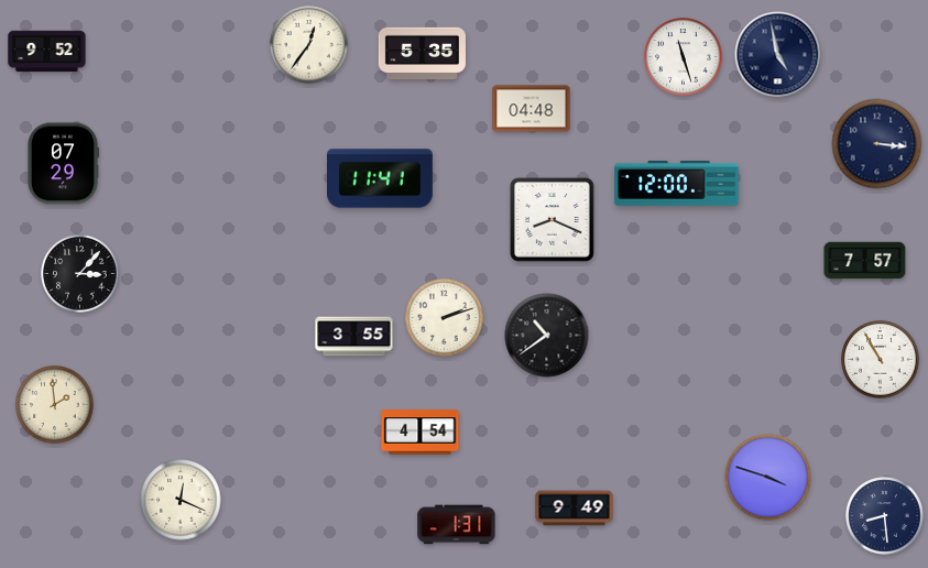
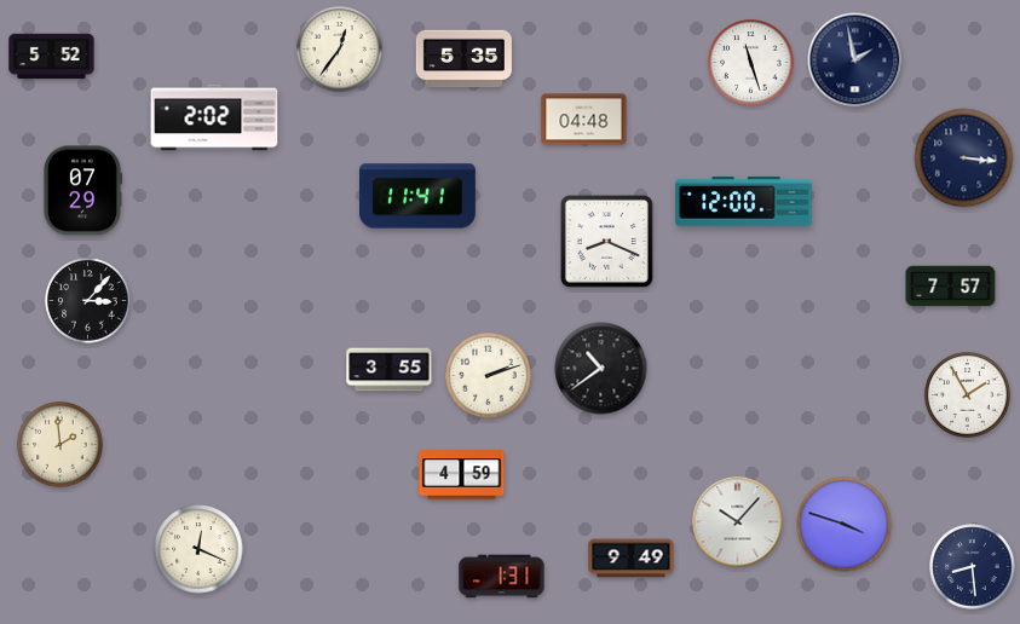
clock at (47, 52): 9:52 -> 5:52
clock at (778, 55): 4:58 -> 1:58
clock at (214, 117): none -> 2:02
clock at (63, 164) position: (63, 164) -> (82, 191)
clock at (445, 318) position: (445, 318) -> (489, 376)
clock at (881, 360): 10:55 -> 1:55
clock at (421, 433): 4:54 -> 4:59
clock at (738, 522): none -> 10:07
